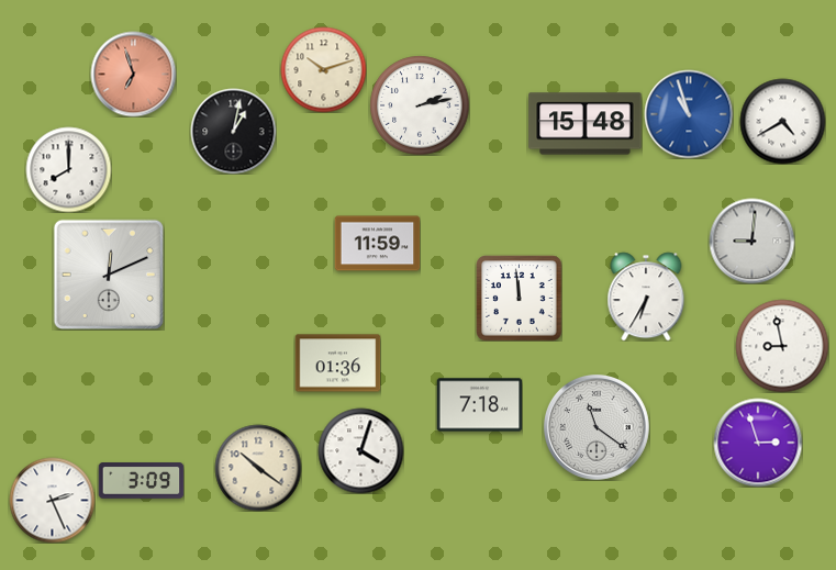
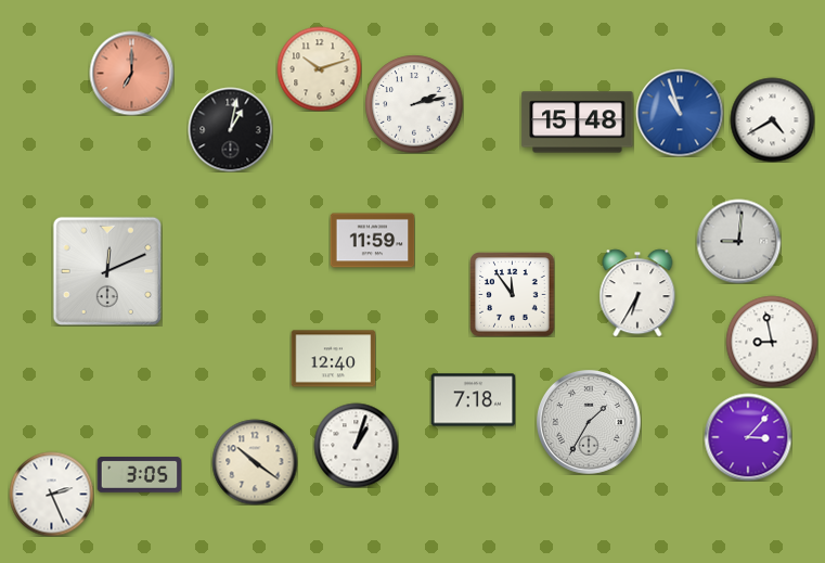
clock at (133, 74): 6:57 -> 7:00
clock at (68, 169): 8:00 -> none
clock at (751, 241) position: (751, 241) -> (738, 241)
clock at (519, 298): 11:59 -> 11:54
clock at (337, 364): 01:36 -> 12:40
clock at (597, 427): 11:21 -> 1:35
clock at (758, 443): 2:57 -> 3:07
clock at (360, 450): 4:03 -> 1:03
clock at (141, 481): 3:09 -> 3:05
